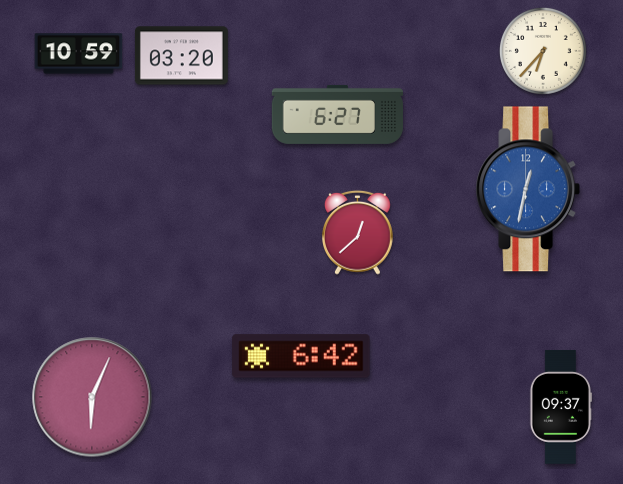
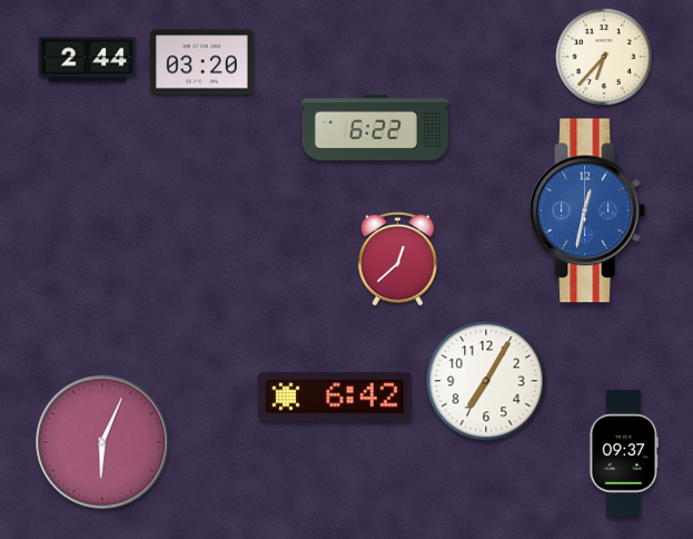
clock at (79, 54): 10:59 -> 2:44
clock at (337, 114): 6:27 -> 6:22
clock at (486, 381): none -> 7:05
